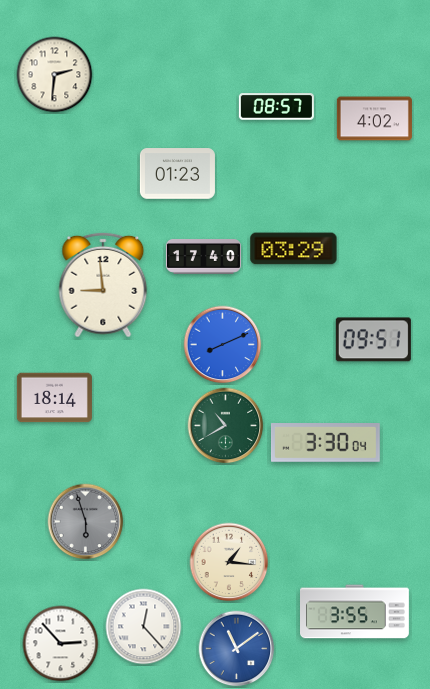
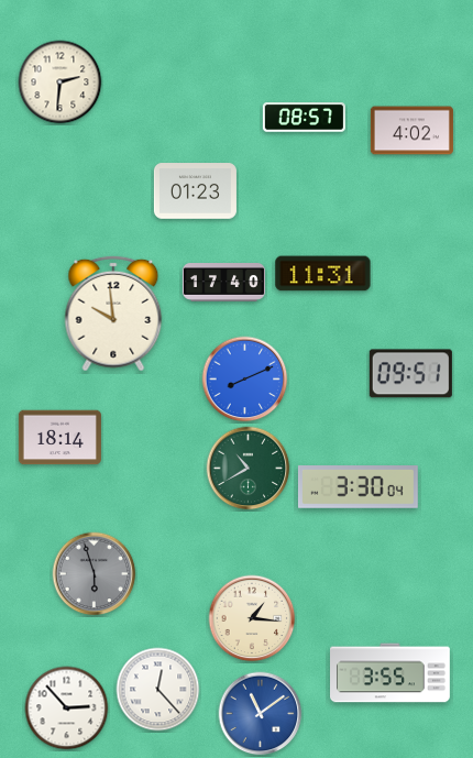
clock at (294, 249): 03:29 -> 11:31
clock at (103, 285): 8:59 -> 9:59
